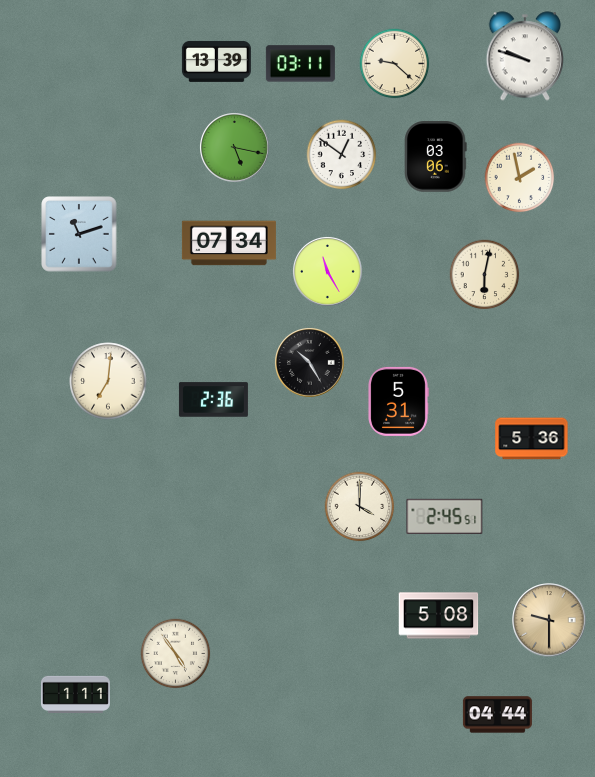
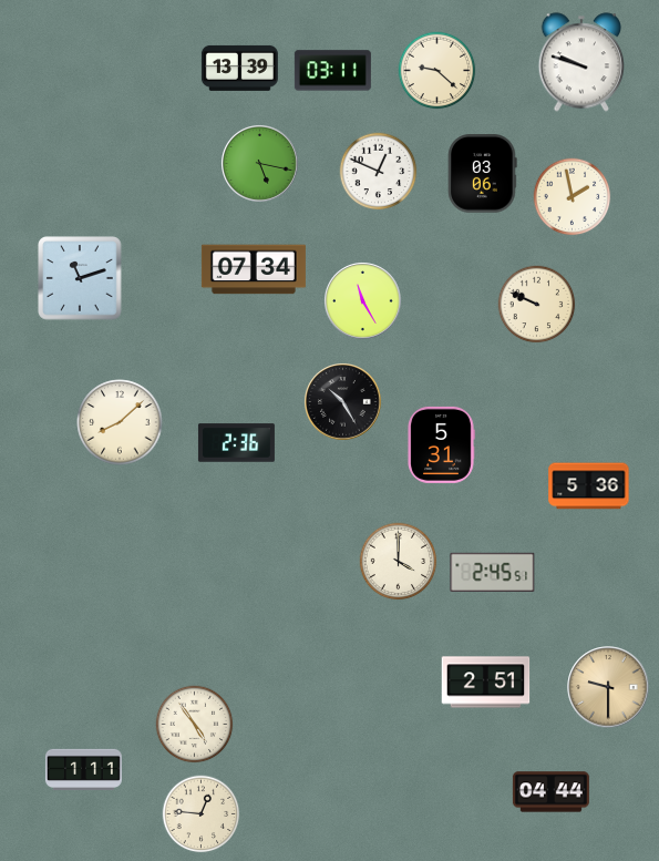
clock at (342, 155): 12:51 -> 12:49
clock at (520, 178) position: (520, 178) -> (573, 197)
clock at (79, 234) position: (79, 234) -> (80, 278)
clock at (485, 275): 6:02 -> 9:49
clock at (108, 381): 7:01 -> 8:08
clock at (439, 616): 5:08 -> 2:51
clock at (202, 814): none -> 12:46
